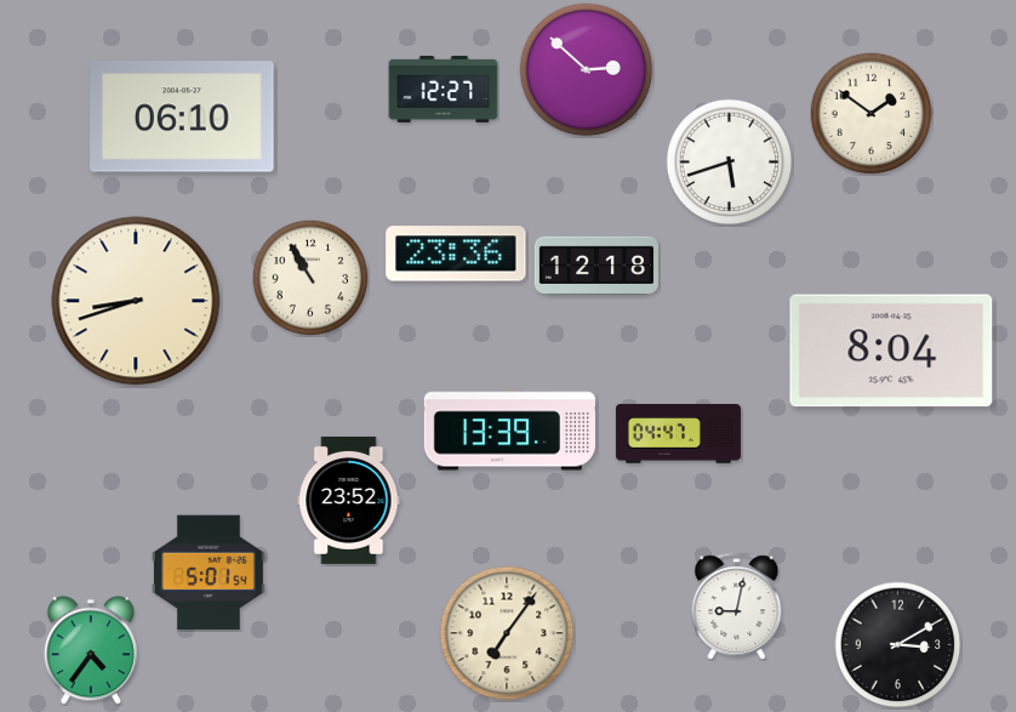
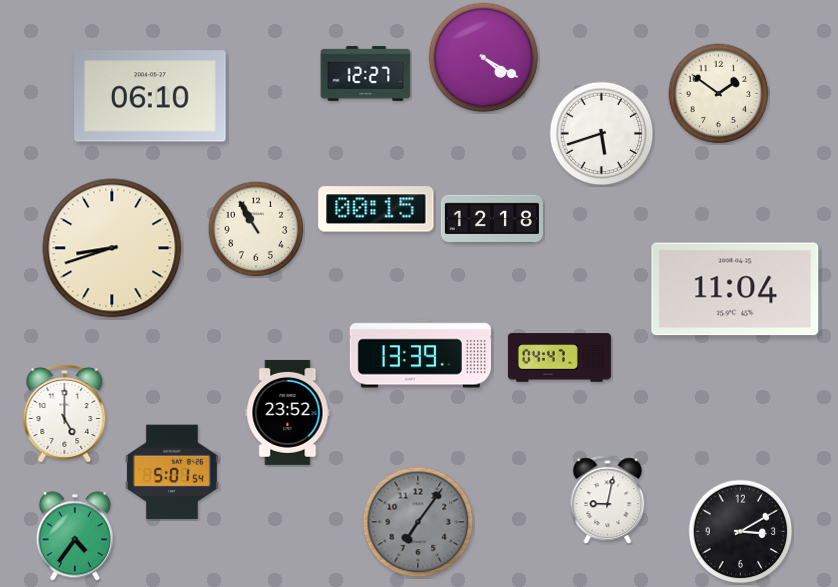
clock at (587, 70): 2:52 -> 4:20
clock at (456, 254): 23:36 -> 00:15
clock at (891, 351): 8:04 -> 11:04
clock at (65, 414): none -> 5:00
clock at (507, 633) dial: cream -> grey
